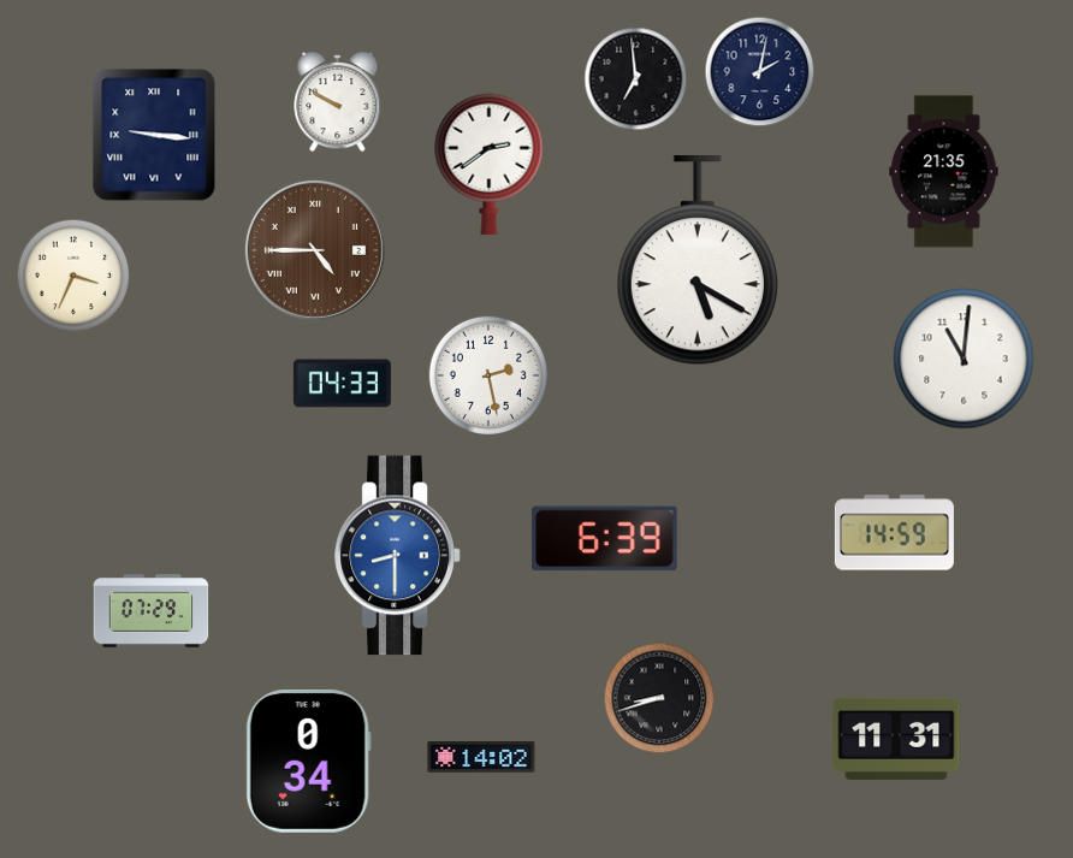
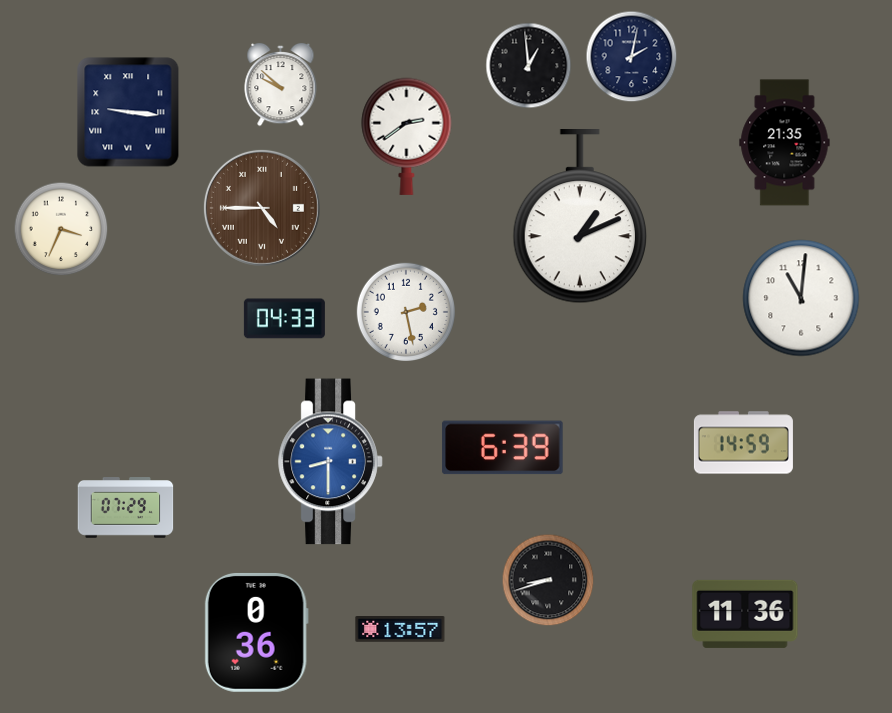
clock at (760, 72) position: (760, 72) -> (632, 57)
clock at (636, 79): 6:59 -> 12:59
clock at (338, 102): 9:50 -> 9:52
clock at (696, 260): 5:20 -> 1:11
clock at (896, 739): 11:31 -> 11:36
clock at (481, 758): 14:02 -> 13:57
clock at (308, 761): 0:34 -> 0:36
